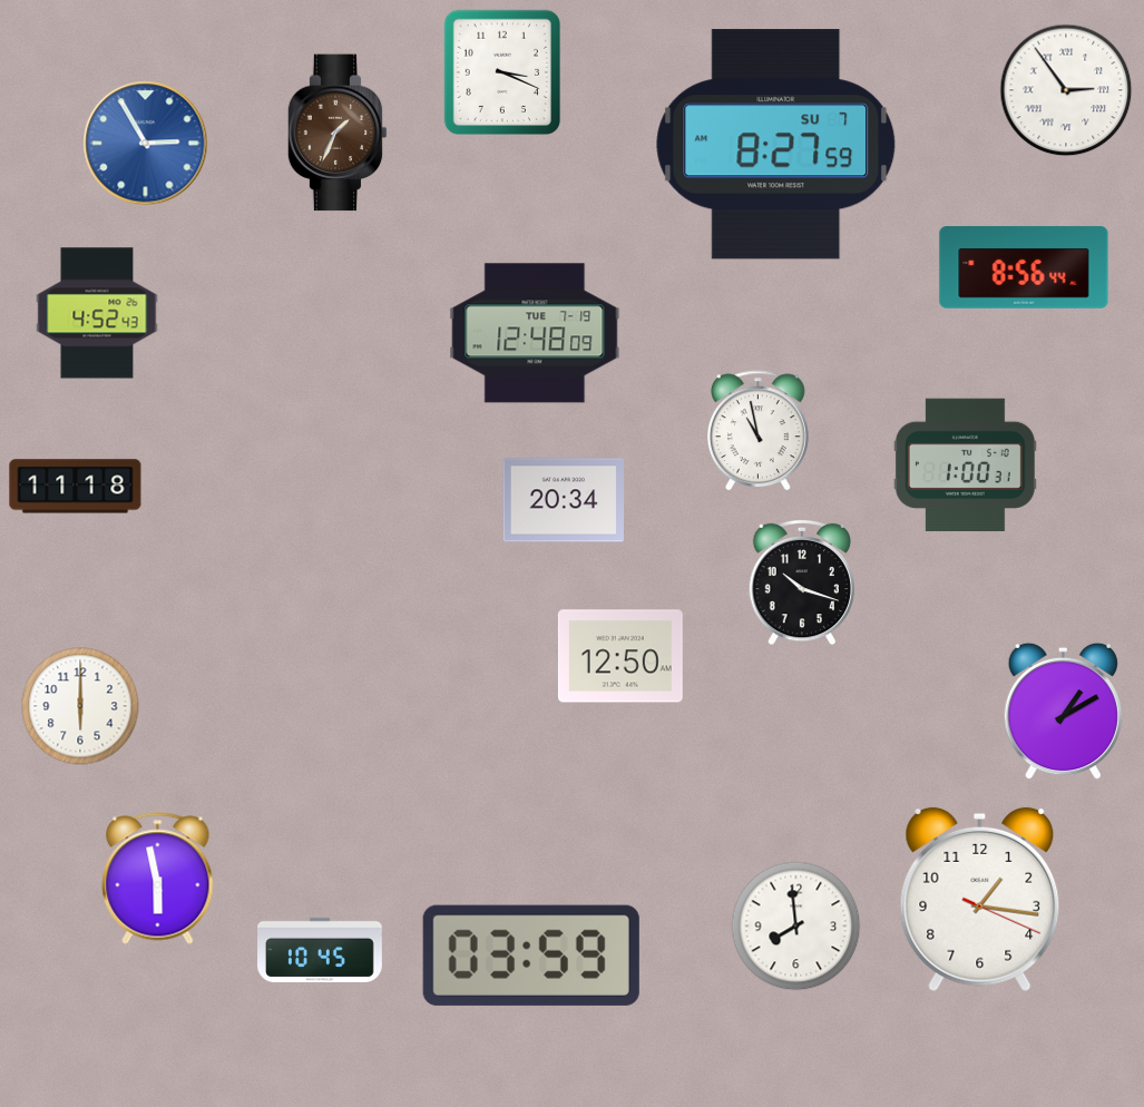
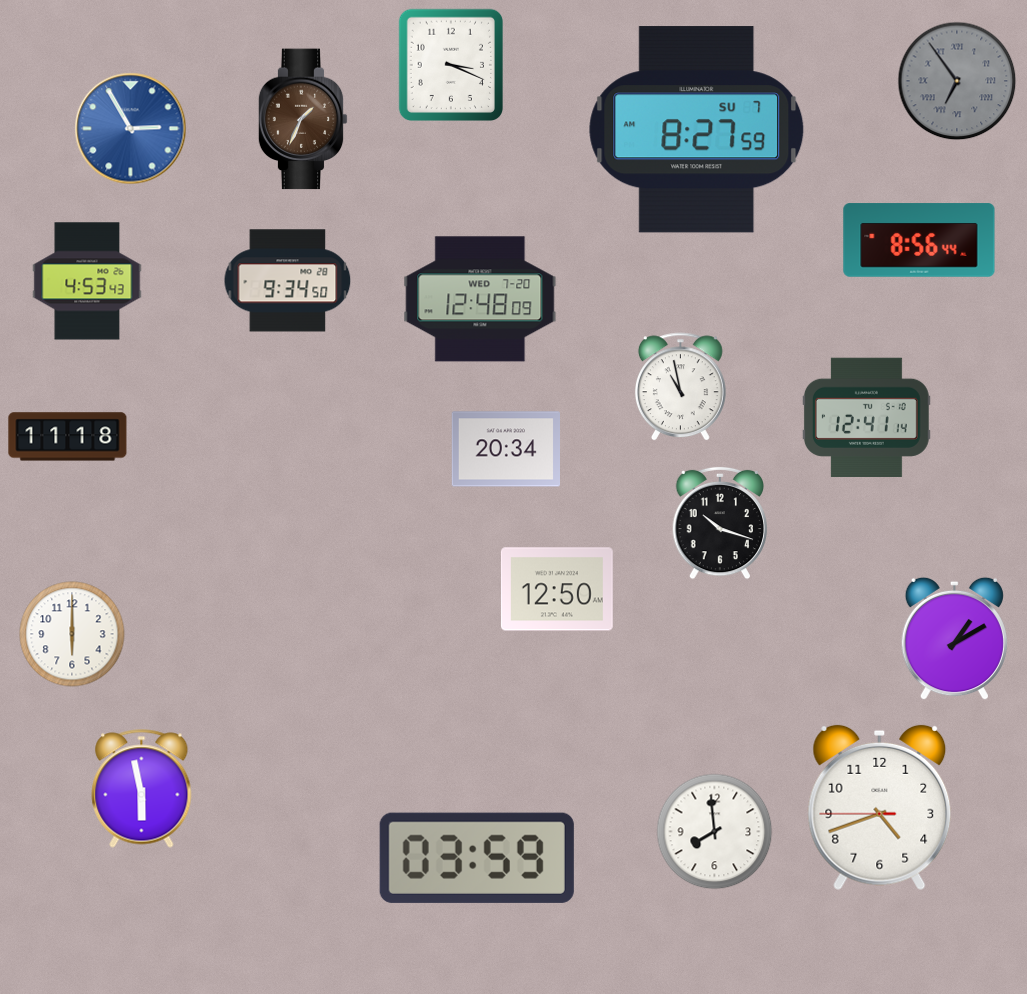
clock at (1066, 90): 2:54 -> 6:54
clock at (1066, 90) dial: white -> grey
clock at (97, 313): 4:52 -> 4:53
clock at (288, 281): none -> 9:34
clock at (535, 333) date: TUE 7-19 -> WED 7-20
clock at (965, 464): 1:00 -> 12:41
clock at (980, 900): 1:16 -> 4:41
clock at (321, 950): 10:45 -> none
